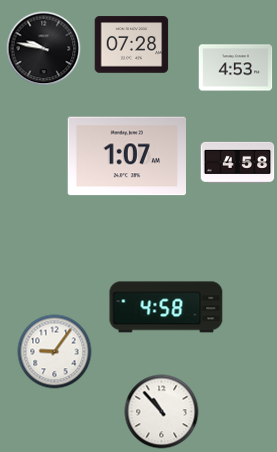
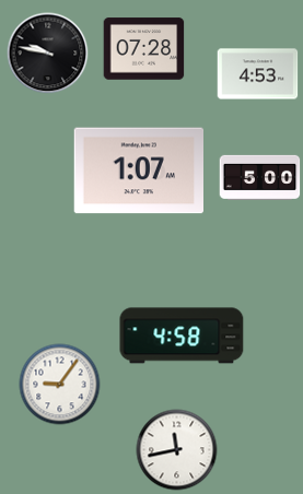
clock at (238, 162): 4:58 -> 5:00
clock at (162, 412): 10:53 -> 11:43
